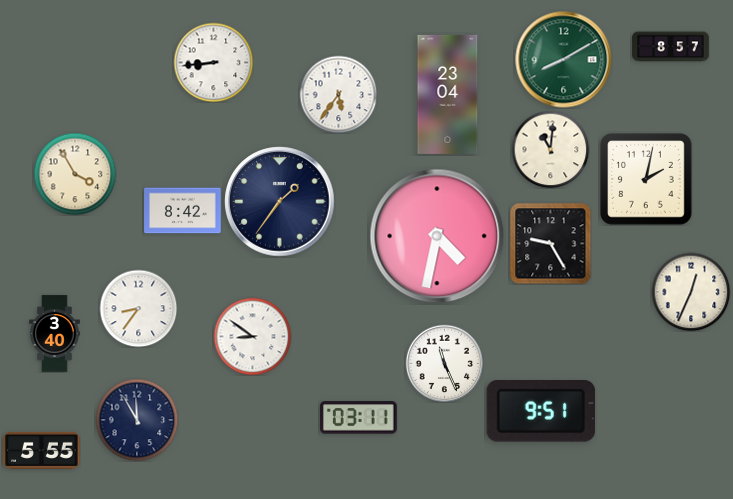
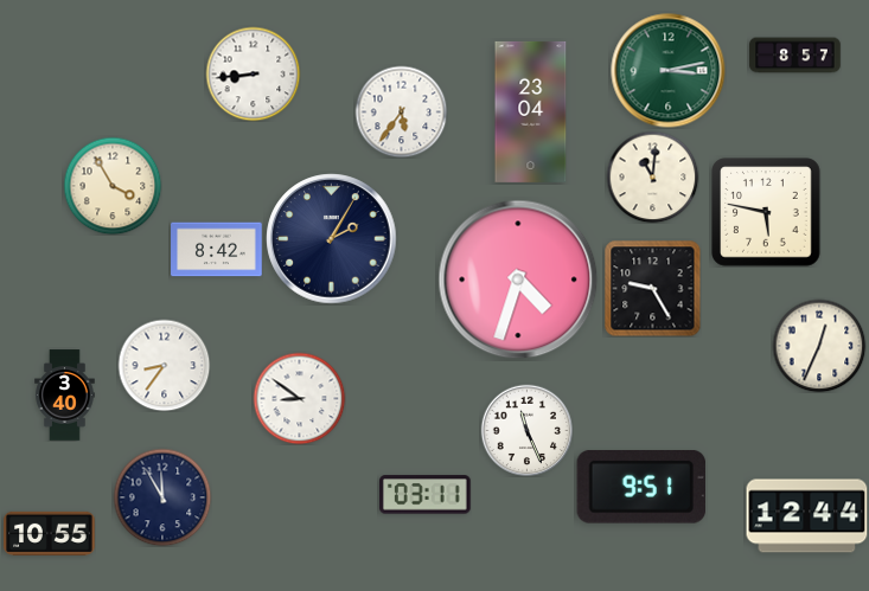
clock at (564, 60): 8:10 -> 3:13
clock at (75, 174) position: (75, 174) -> (113, 186)
clock at (646, 179): 2:02 -> 5:47
clock at (280, 202): 1:36 -> 2:05
clock at (437, 236): 4:32 -> 4:33
clock at (807, 516): none -> 12:44
clock at (42, 450): 5:55 -> 10:55
